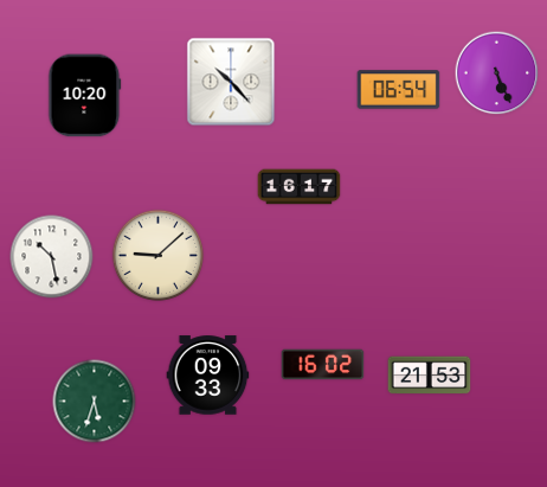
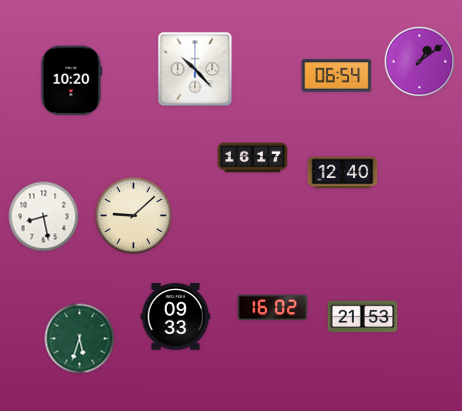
clock at (497, 73): 5:26 -> 1:09
clock at (343, 173): none -> 12:40
clock at (52, 257): 10:28 -> 8:28
